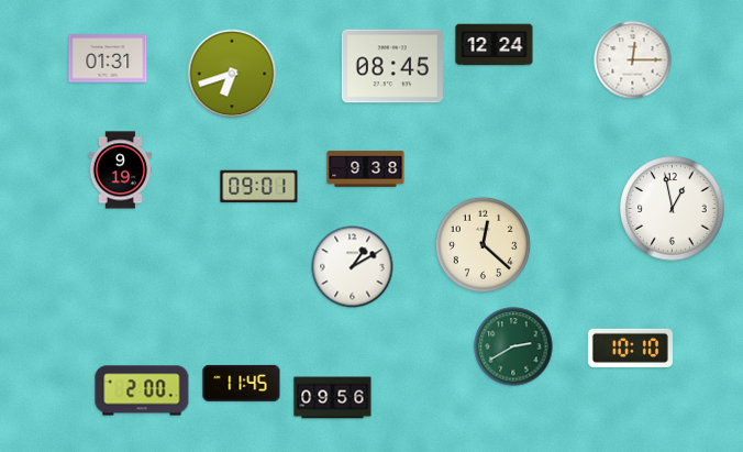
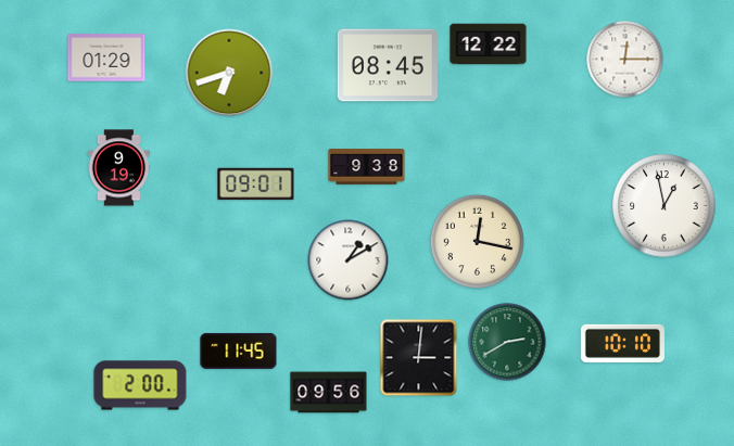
clock at (495, 45): 12:24 -> 12:22
clock at (108, 58): 01:31 -> 01:29
clock at (366, 169) position: (366, 169) -> (367, 167)
clock at (484, 245): 12:22 -> 12:17
clock at (353, 267) position: (353, 267) -> (349, 260)
clock at (419, 358): none -> 3:01
clock at (242, 383) position: (242, 383) -> (239, 351)
